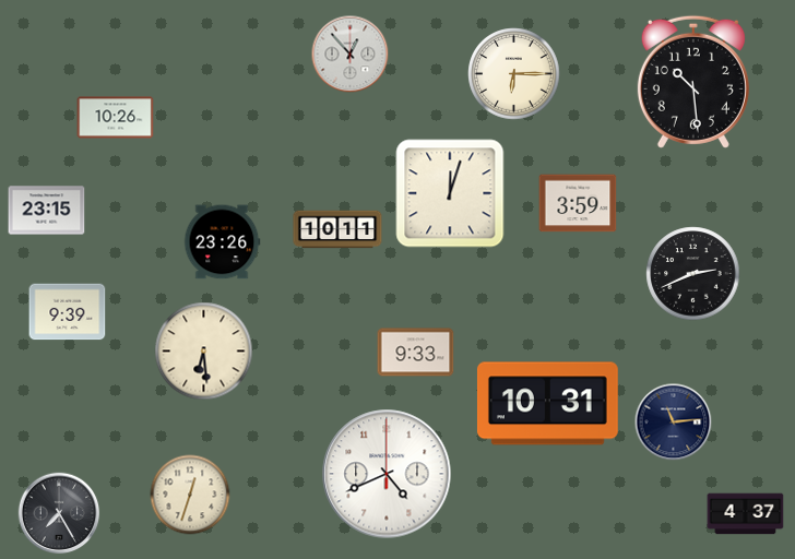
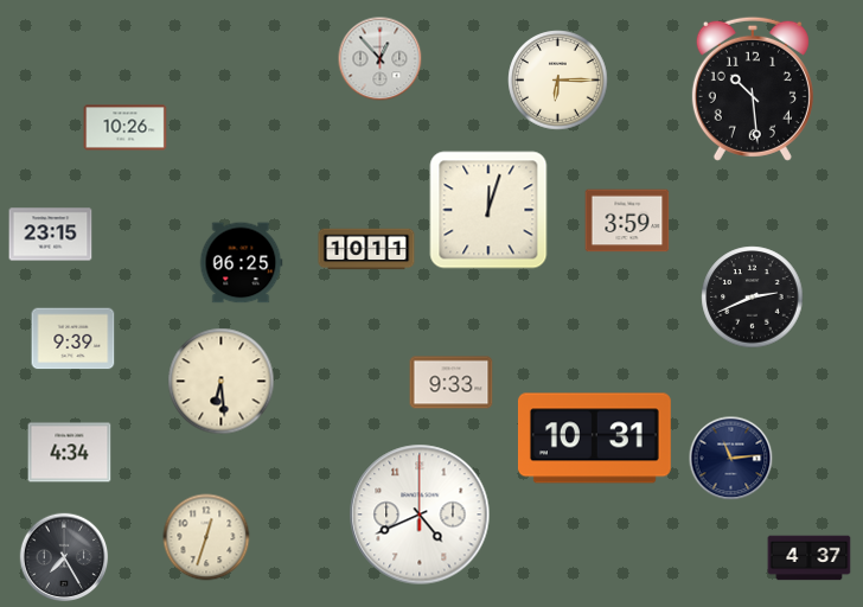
clock at (47, 211) position: (47, 211) -> (51, 235)
clock at (222, 242): 23:26 -> 06:25
clock at (70, 453): none -> 4:34
